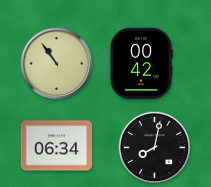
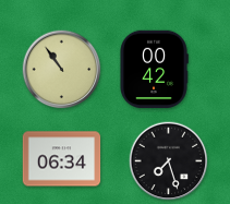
clock at (155, 148): 8:02 -> 7:27
